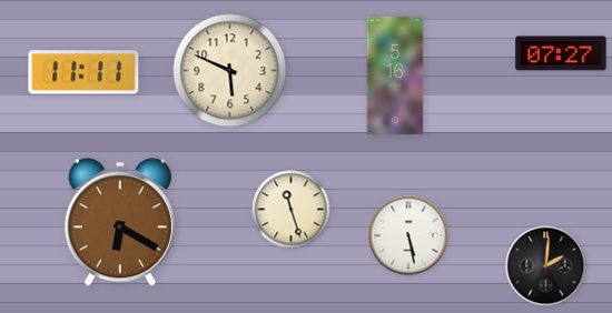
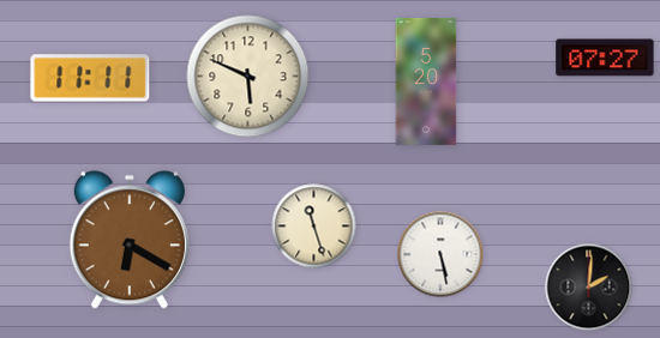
clock at (395, 75): 5:16 -> 5:20
